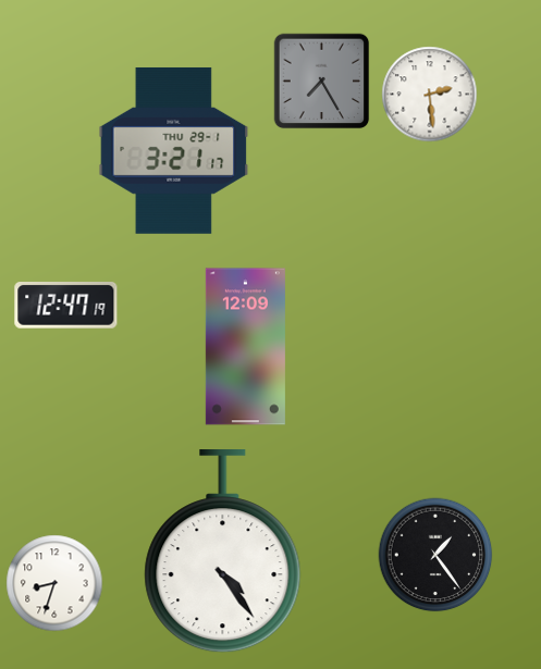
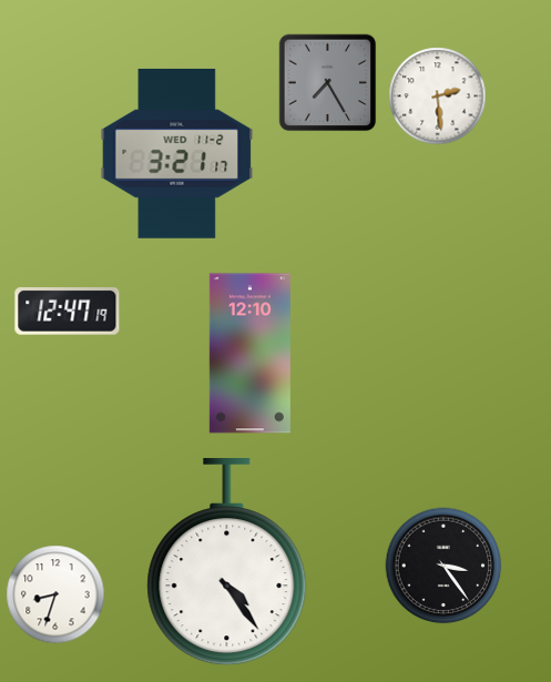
clock at (174, 150) date: THU 29-1 -> WED 11-2
clock at (245, 347): 12:09 -> 12:10
clock at (435, 555): 1:24 -> 3:24
